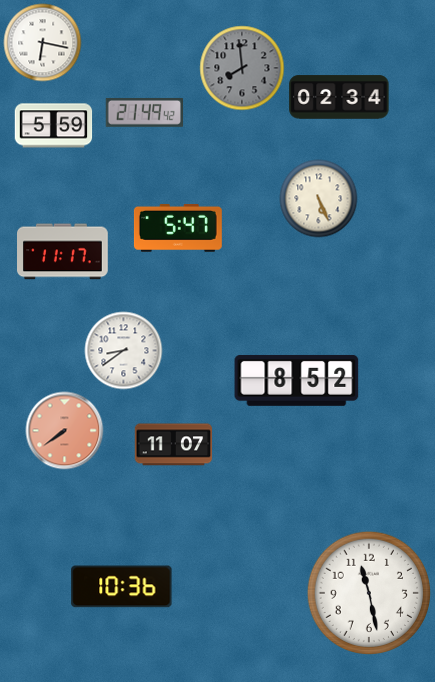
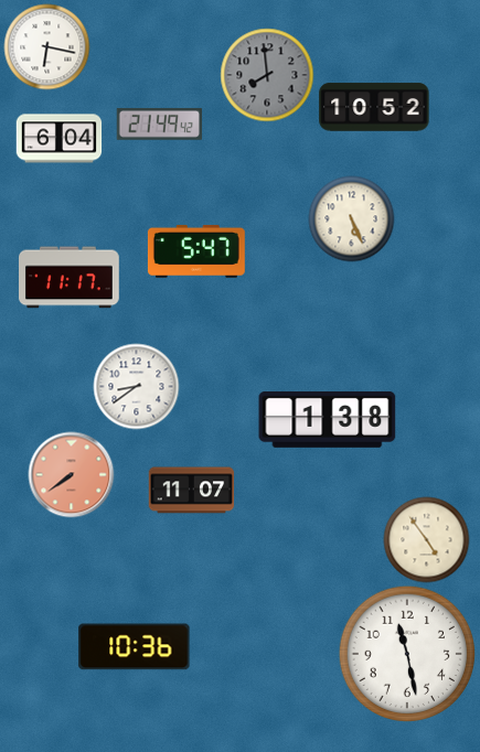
clock at (339, 97): 02:34 -> 10:52
clock at (53, 126): 5:59 -> 6:04
clock at (297, 380): 8:52 -> 1:38
clock at (426, 539): none -> 4:54
